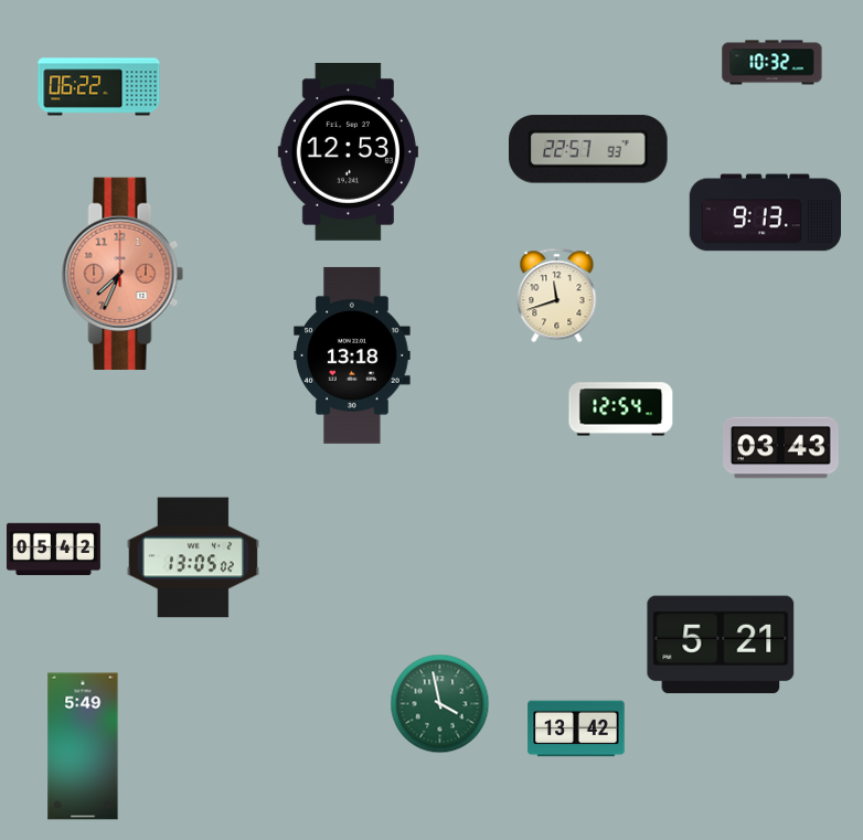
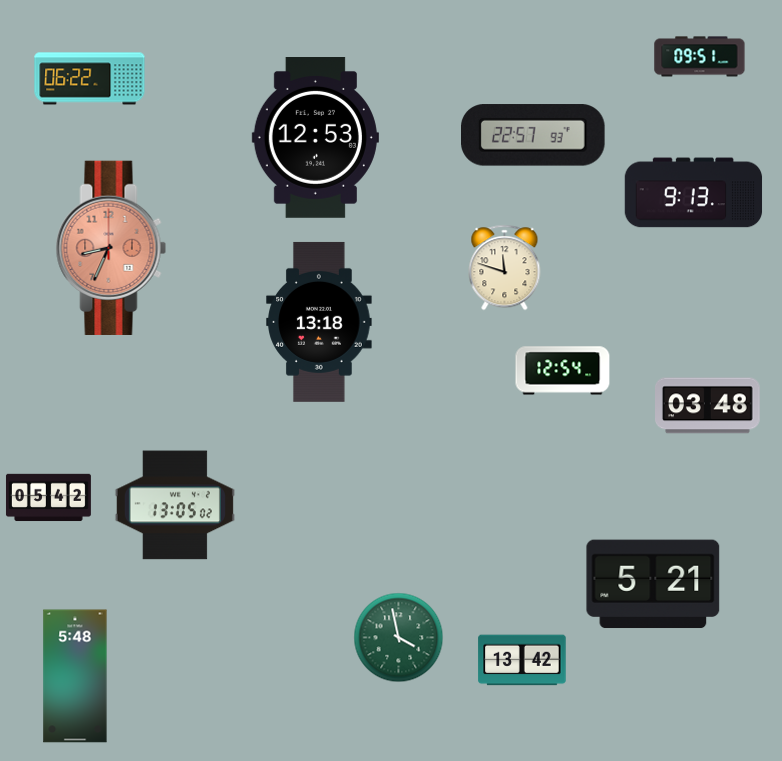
clock at (773, 63): 10:32 -> 09:51
clock at (122, 273): 7:34 -> 8:34
clock at (557, 296): 11:42 -> 11:48
clock at (781, 448): 03:43 -> 03:48
clock at (83, 746): 5:49 -> 5:48
